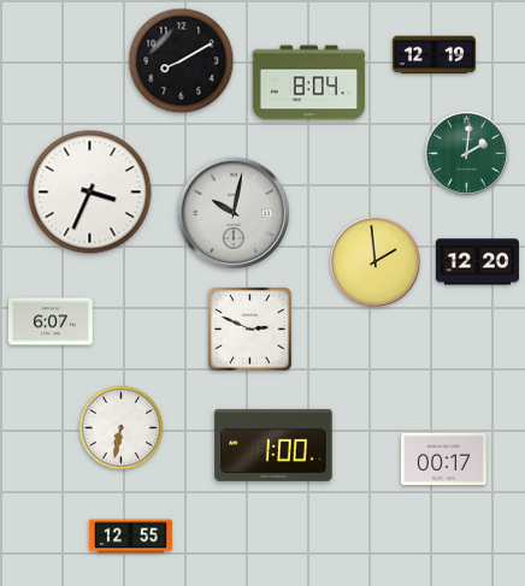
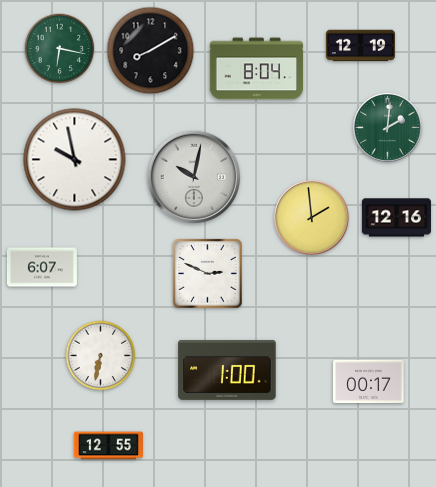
clock at (60, 49): none -> 6:17
clock at (90, 193): 3:34 -> 9:58
clock at (477, 262): 12:20 -> 12:16
